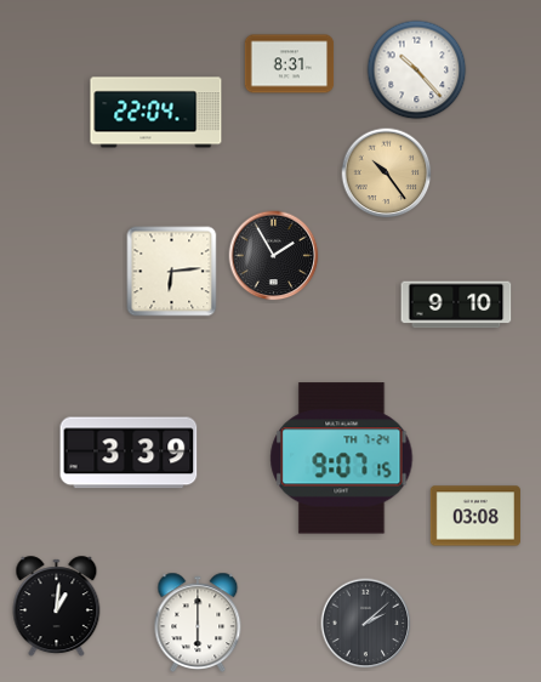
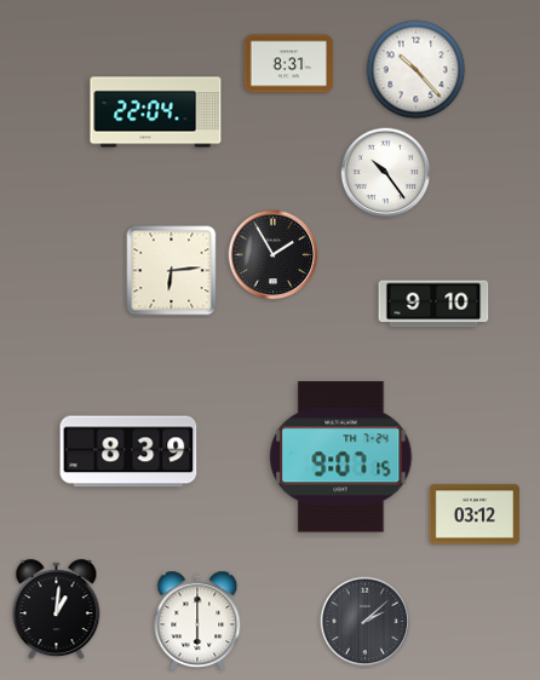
clock at (387, 174) dial: champagne -> white
clock at (456, 305) position: (456, 305) -> (433, 304)
clock at (129, 453): 3:39 -> 8:39
clock at (475, 516): 03:08 -> 03:12
clock at (57, 607) position: (57, 607) -> (57, 610)
